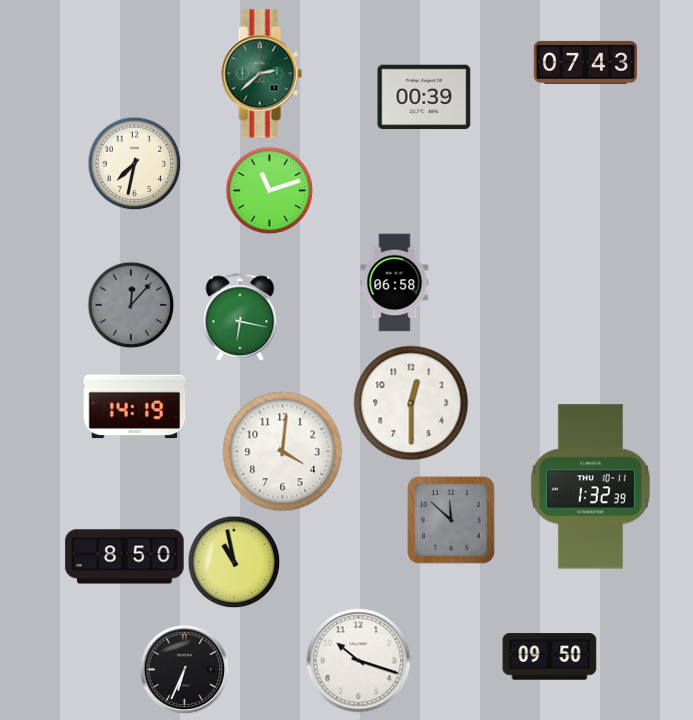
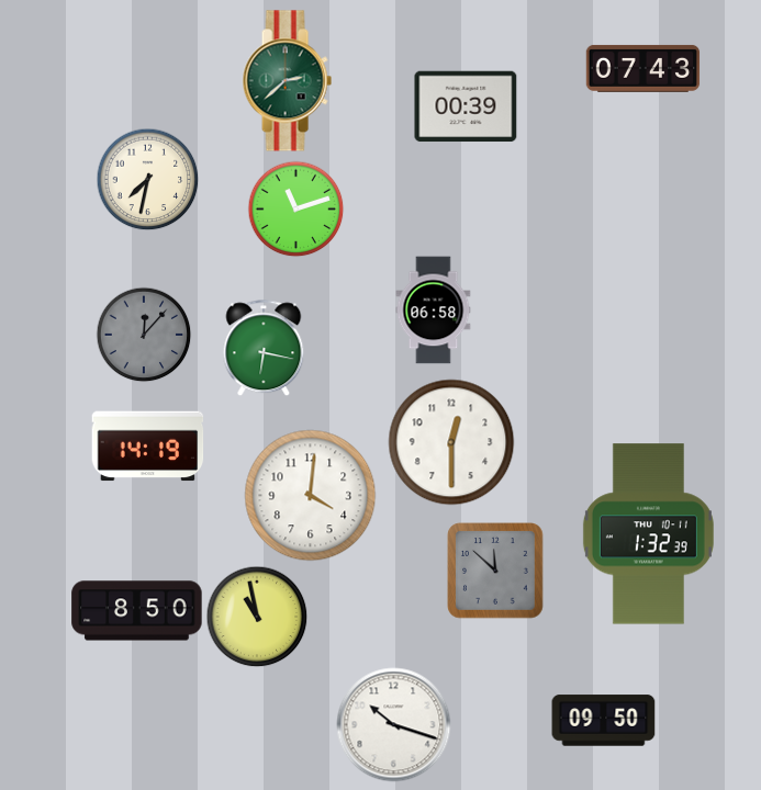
clock at (184, 669): 6:34 -> none
